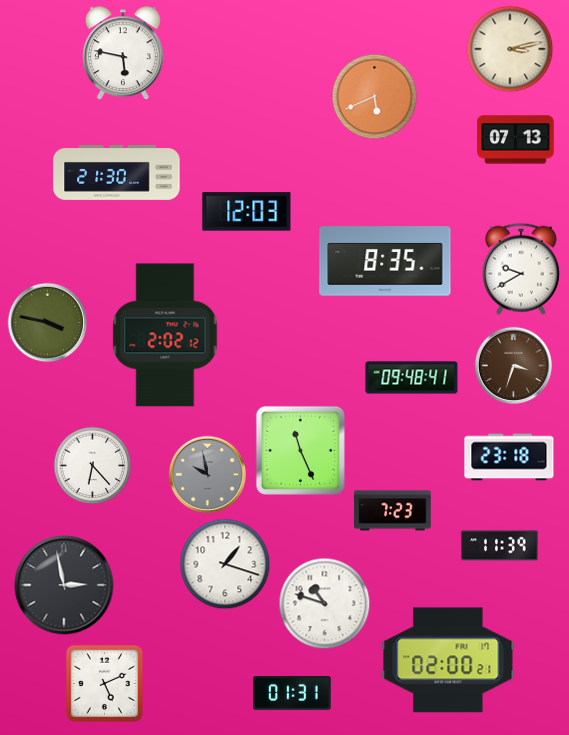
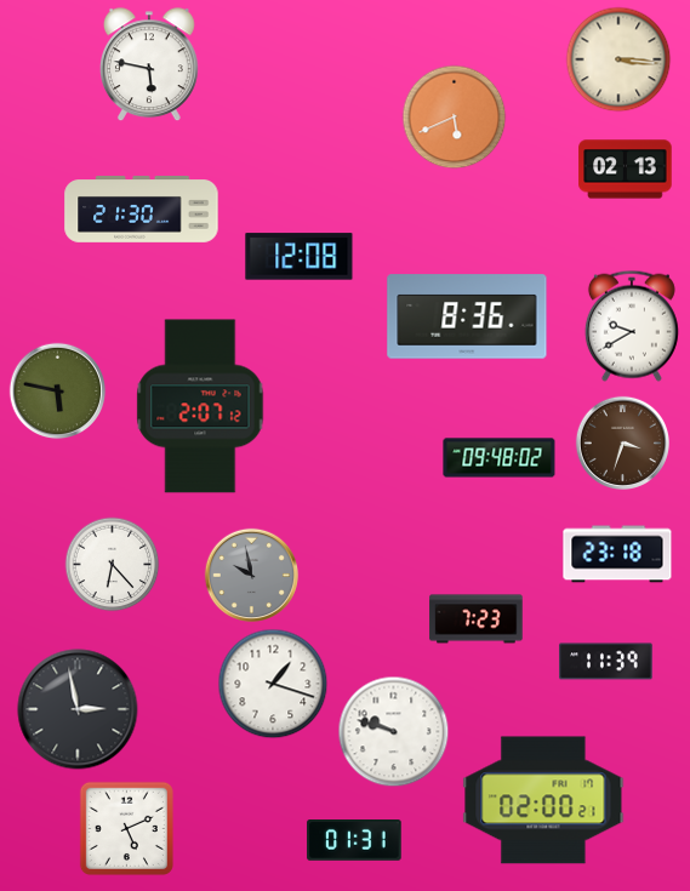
clock at (510, 49): 3:13 -> 3:16
clock at (516, 140): 07:13 -> 02:13
clock at (247, 212): 12:03 -> 12:08
clock at (385, 261): 8:35 -> 8:36
clock at (47, 322): 3:47 -> 5:47
clock at (165, 335): 2:02 -> 2:07
clock at (412, 378): 09:48:41 -> 09:48:02
clock at (300, 450): 11:26 -> none
clock at (324, 603): 10:48 -> 9:48
